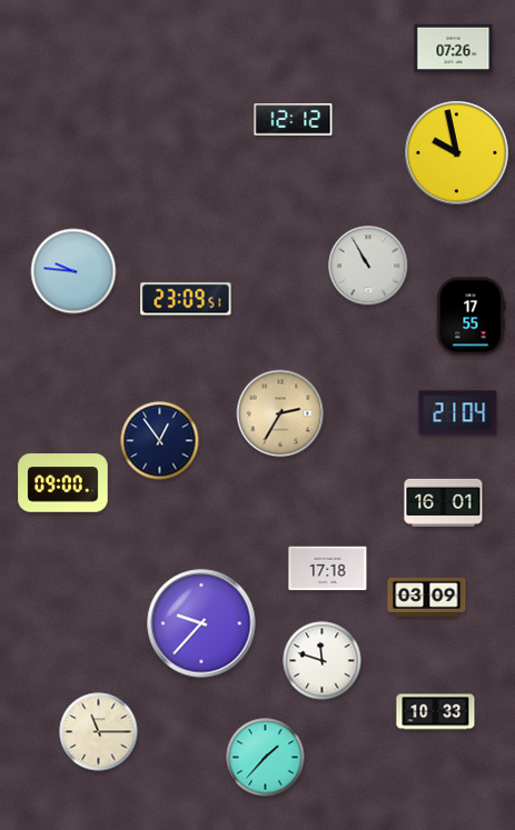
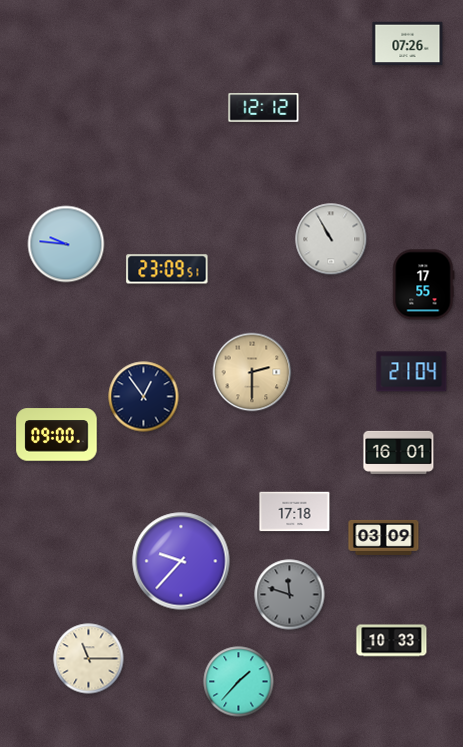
clock at (457, 153): 9:58 -> none
clock at (280, 413): 2:35 -> 2:30
clock at (323, 661) dial: white -> grey
